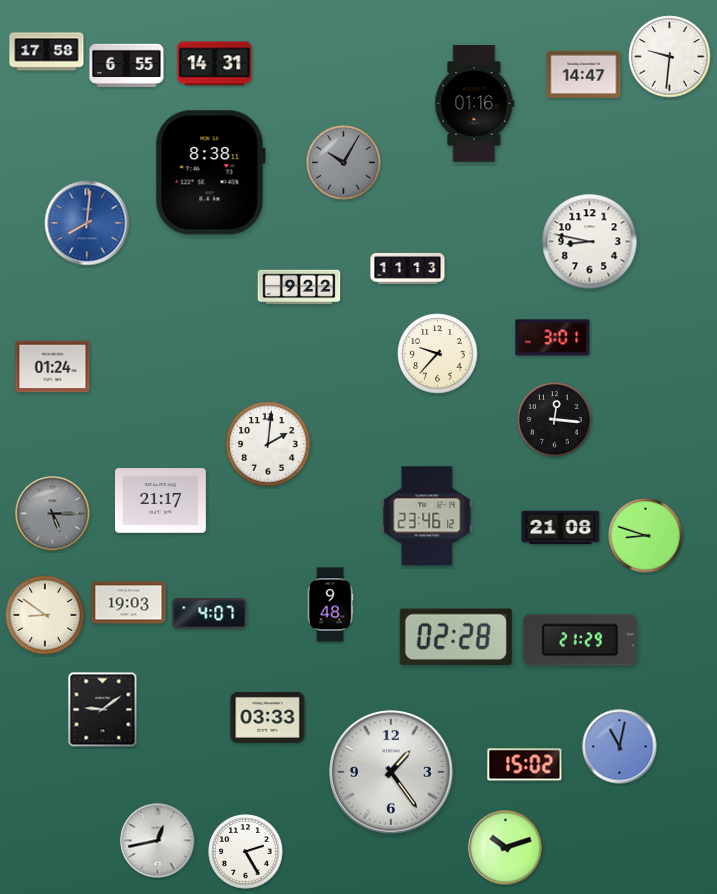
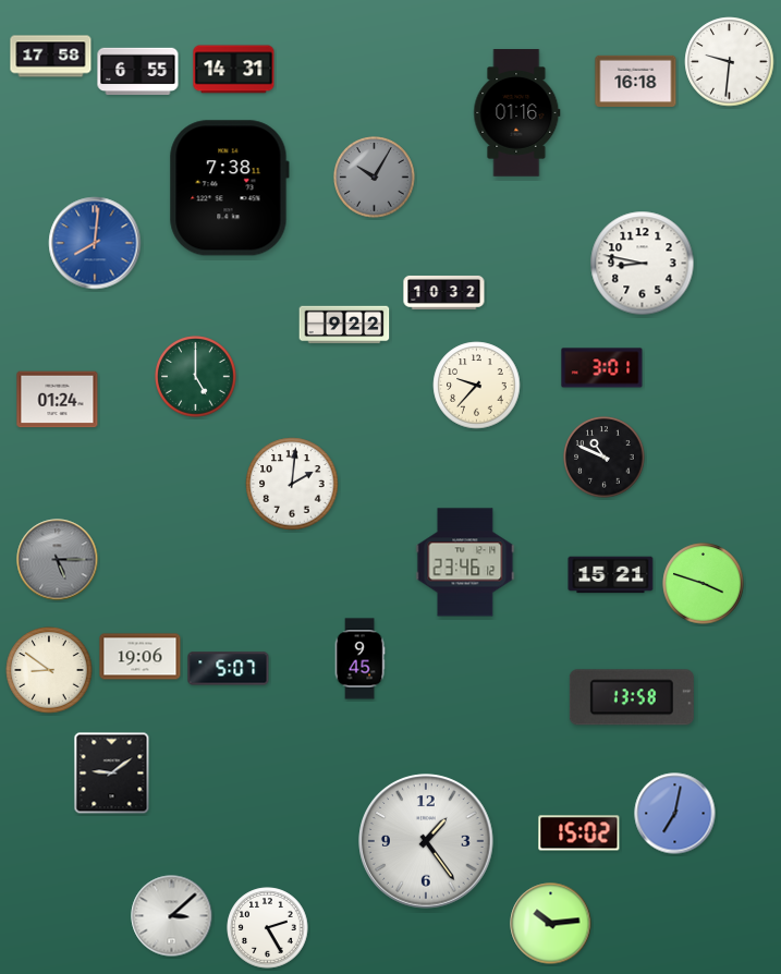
clock at (584, 74): 14:47 -> 16:18
clock at (210, 173): 8:38 -> 7:38
clock at (408, 268): 11:13 -> 10:32
clock at (299, 287) position: (299, 287) -> (344, 325)
clock at (196, 377): none -> 5:00
clock at (555, 420): 12:16 -> 10:49
clock at (161, 501): 21:17 -> none
clock at (561, 528): 21:08 -> 15:21
clock at (646, 536): 8:48 -> 3:48
clock at (129, 603): 19:03 -> 19:06
clock at (330, 605): 9:48 -> 9:45
clock at (210, 614): 4:07 -> 5:07
clock at (456, 637): 02:28 -> none
clock at (580, 640): 21:29 -> 13:58
clock at (268, 717): 03:33 -> none
clock at (620, 747): 11:02 -> 7:02
clock at (525, 765) position: (525, 765) -> (579, 833)
clock at (158, 841): 12:43 -> 3:08
clock at (506, 848): 10:12 -> 10:14
